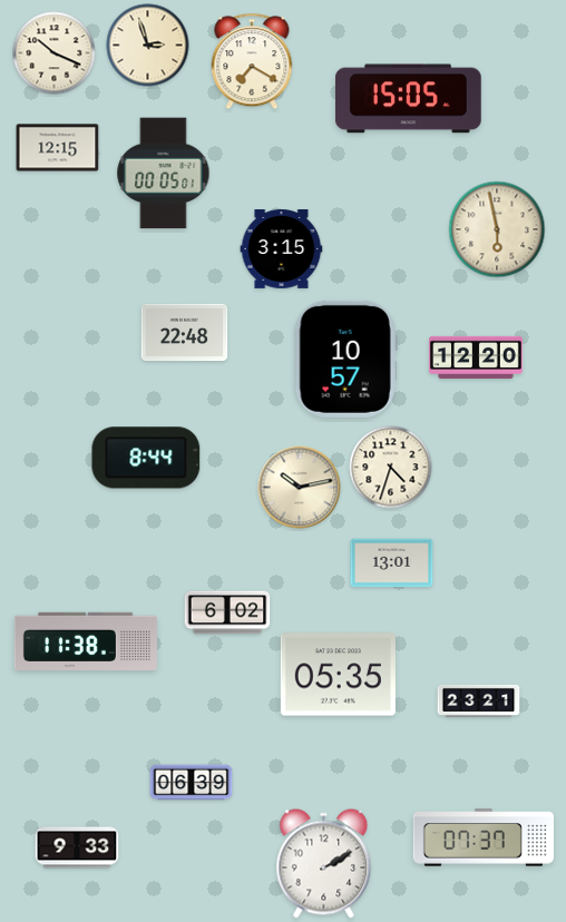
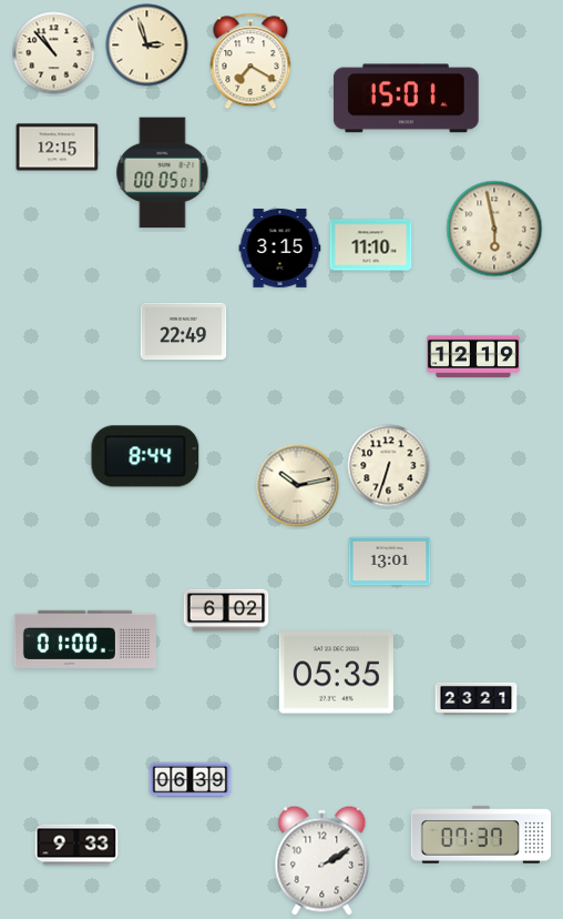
clock at (55, 53): 10:19 -> 10:53
clock at (408, 99): 15:05 -> 15:01
clock at (371, 245): none -> 11:10
clock at (185, 333): 22:48 -> 22:49
clock at (476, 357): 12:20 -> 12:19
clock at (345, 359): 10:57 -> none
clock at (391, 468): 4:33 -> 6:33
clock at (86, 641): 11:38 -> 01:00
